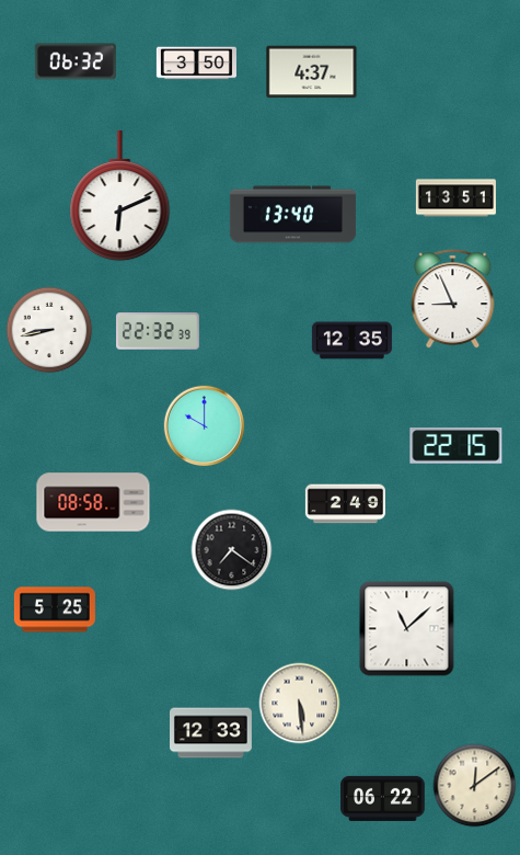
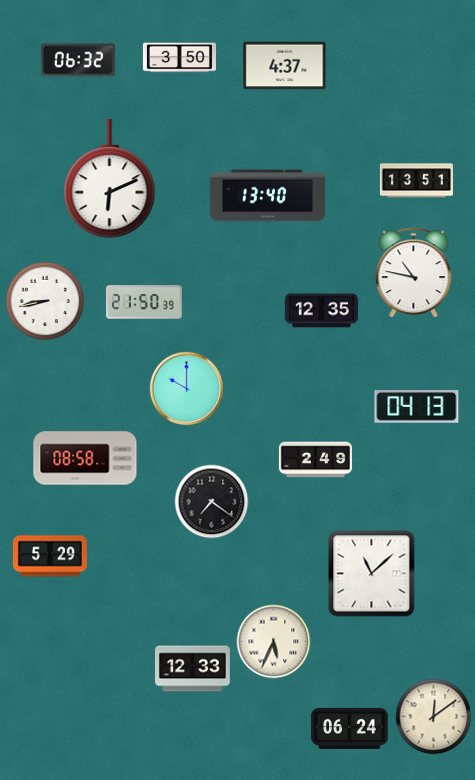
clock at (76, 61) position: (76, 61) -> (78, 60)
clock at (453, 299): 8:56 -> 10:47
clock at (158, 331): 22:32 -> 21:50
clock at (457, 446): 22:15 -> 04:13
clock at (55, 609): 5:25 -> 5:29
clock at (300, 704): 5:29 -> 5:34
clock at (383, 798): 06:22 -> 06:24
